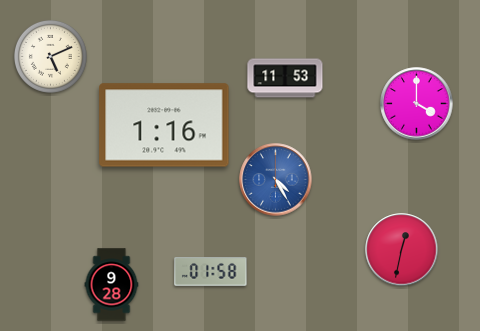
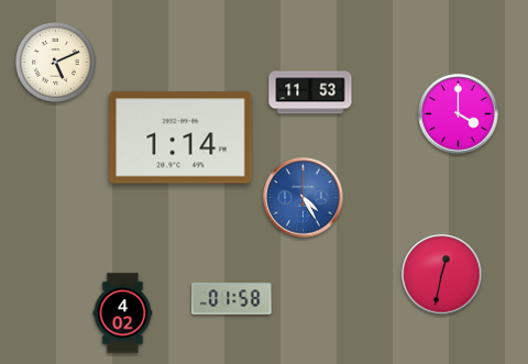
clock at (285, 78) position: (285, 78) -> (310, 92)
clock at (164, 125): 1:16 -> 1:14
clock at (112, 285): 9:28 -> 4:02
